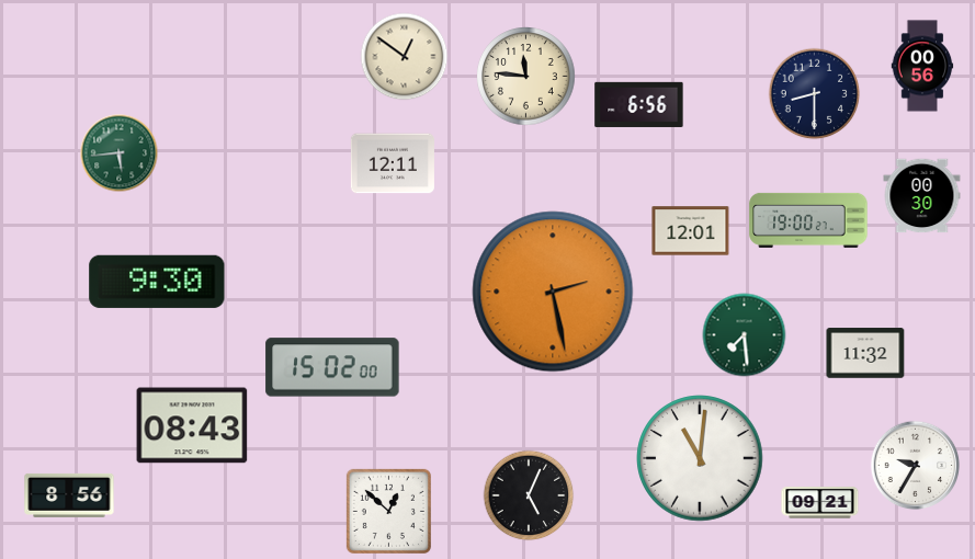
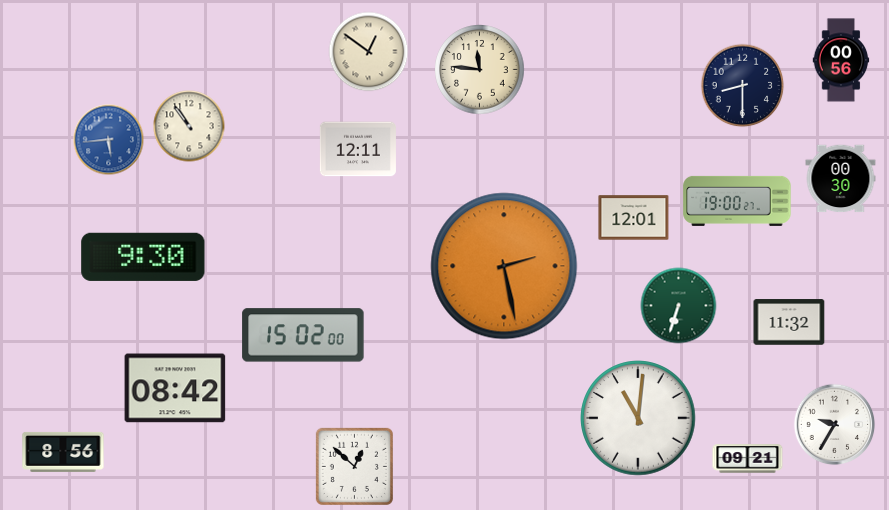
clock at (639, 104): 6:56 -> none
clock at (189, 126): none -> 10:54
clock at (120, 153) dial: green -> blue
clock at (691, 231) position: (691, 231) -> (634, 218)
clock at (745, 335): 7:29 -> 6:33
clock at (192, 425): 08:43 -> 08:42
clock at (529, 495): 5:04 -> none
